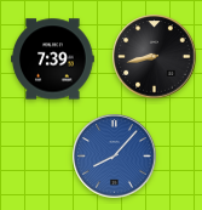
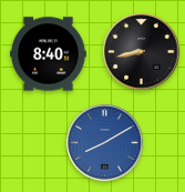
clock at (53, 59): 7:39 -> 8:40
clock at (115, 157): 8:07 -> 8:10
